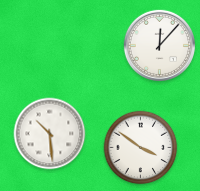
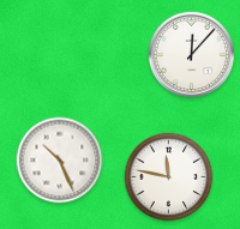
clock at (50, 134): 10:29 -> 10:26
clock at (141, 148): 3:51 -> 11:47
